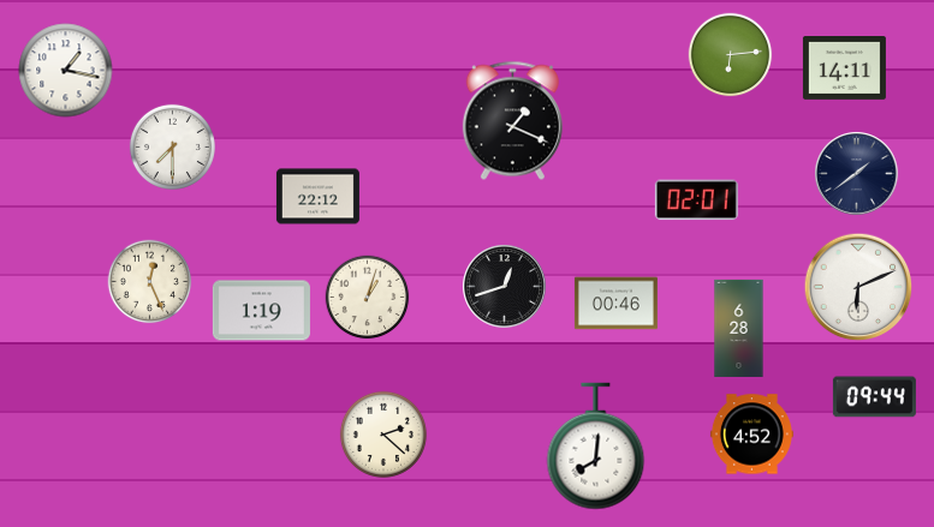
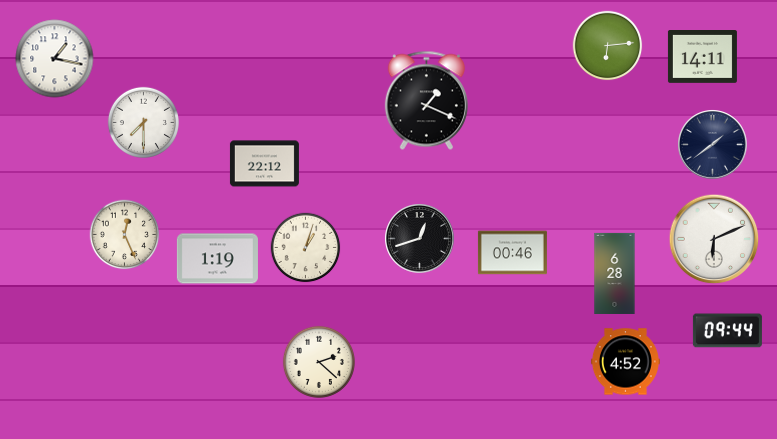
clock at (696, 200): 02:01 -> none
clock at (596, 447): 8:01 -> none
